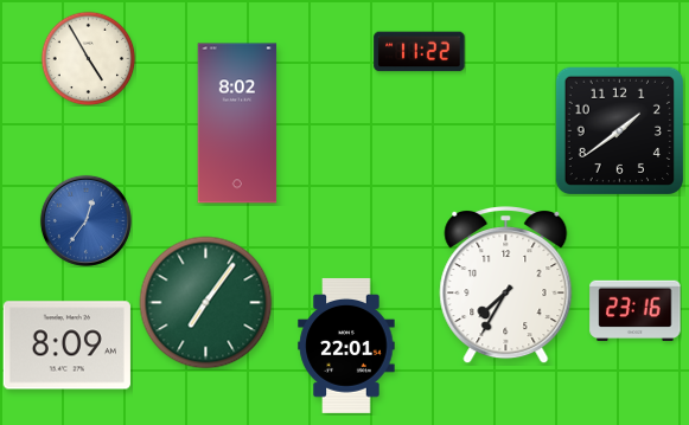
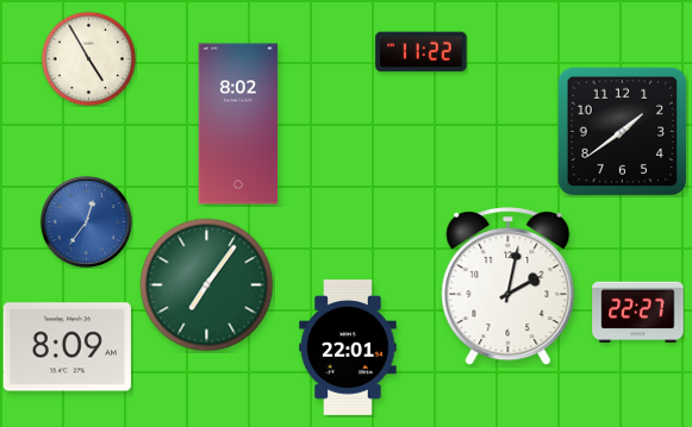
clock at (506, 286): 7:35 -> 2:02
clock at (206, 303) position: (206, 303) -> (207, 285)
clock at (636, 311): 23:16 -> 22:27
